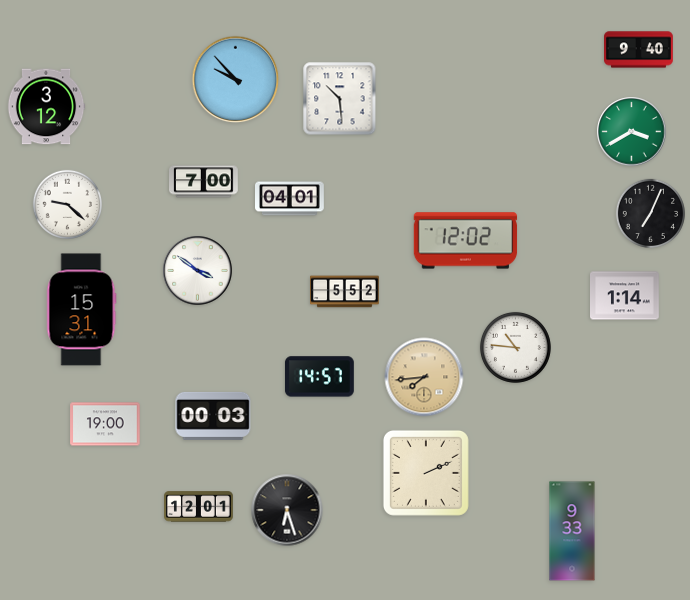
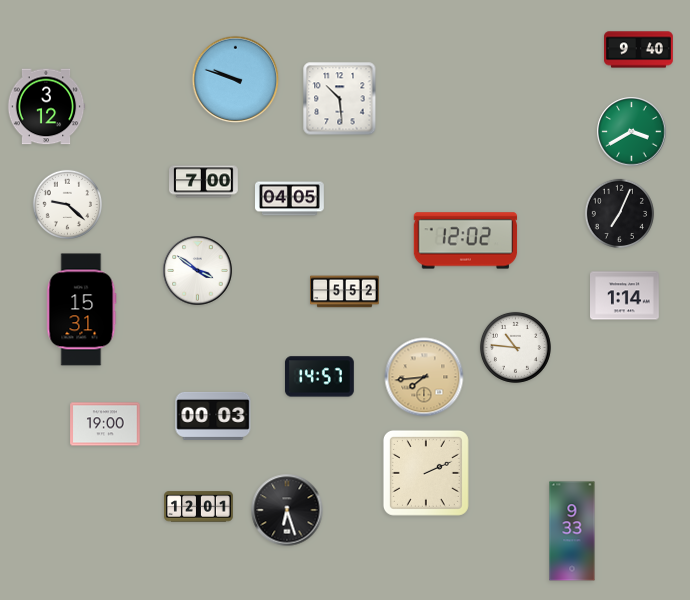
clock at (236, 80): 9:53 -> 9:48
clock at (290, 199): 04:01 -> 04:05
clock at (650, 213) position: (650, 213) -> (619, 213)
